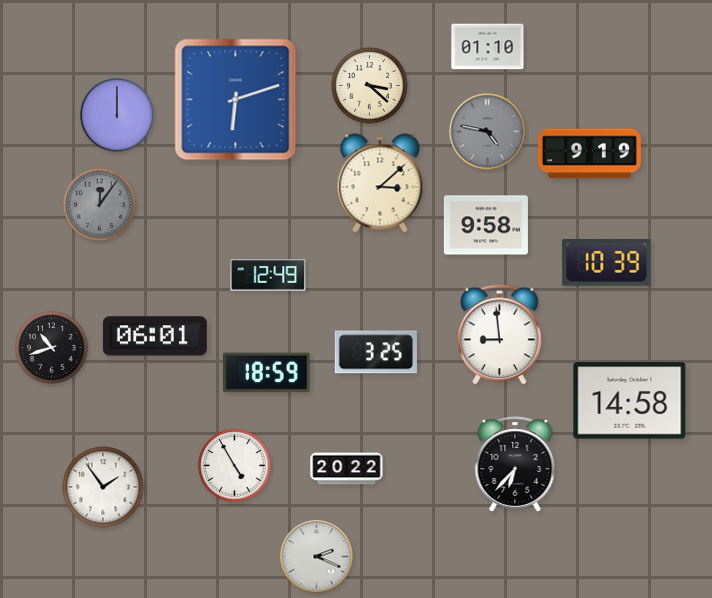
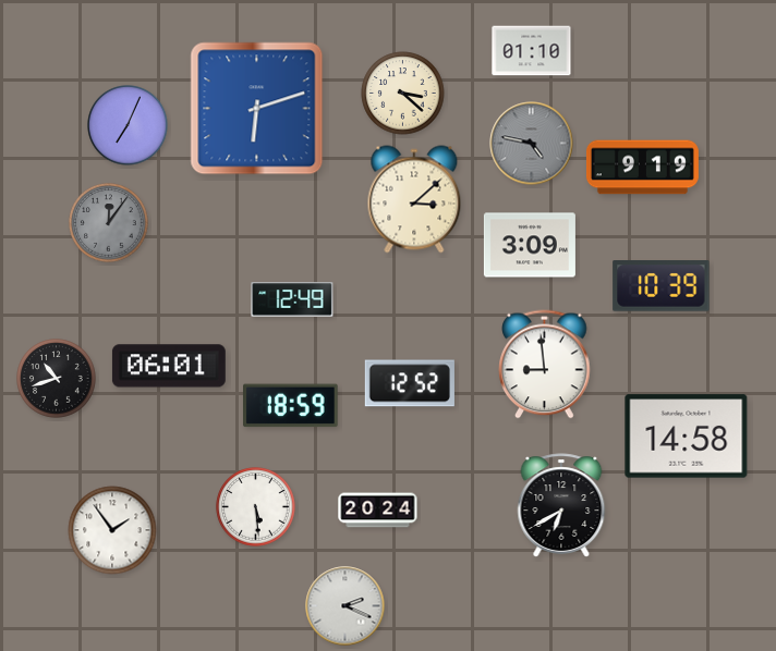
clock at (117, 115): 12:00 -> 7:04
clock at (486, 225): 9:58 -> 3:09
clock at (376, 352): 3:25 -> 12:52
clock at (515, 464): 6:37 -> 6:40
clock at (235, 466): 4:55 -> 5:29
clock at (347, 469): 20:22 -> 20:24
